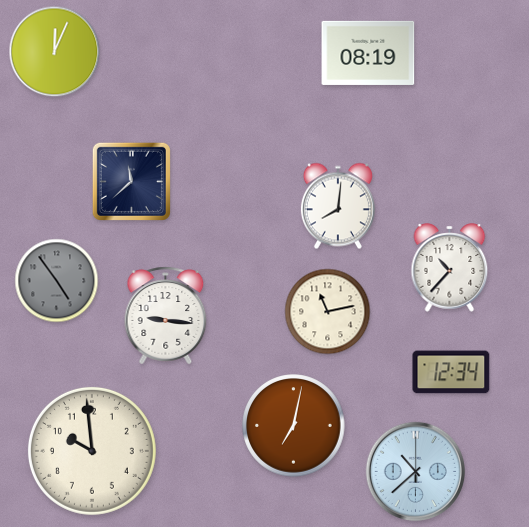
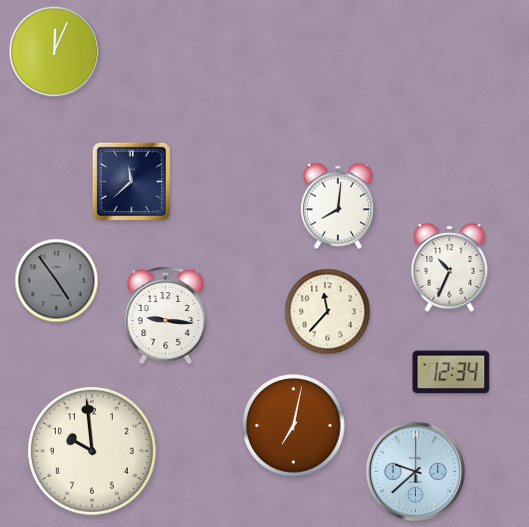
clock at (368, 53): 08:19 -> none
clock at (450, 268): 10:37 -> 10:34
clock at (328, 312): 11:13 -> 11:37
clock at (415, 471): 10:38 -> 9:38
